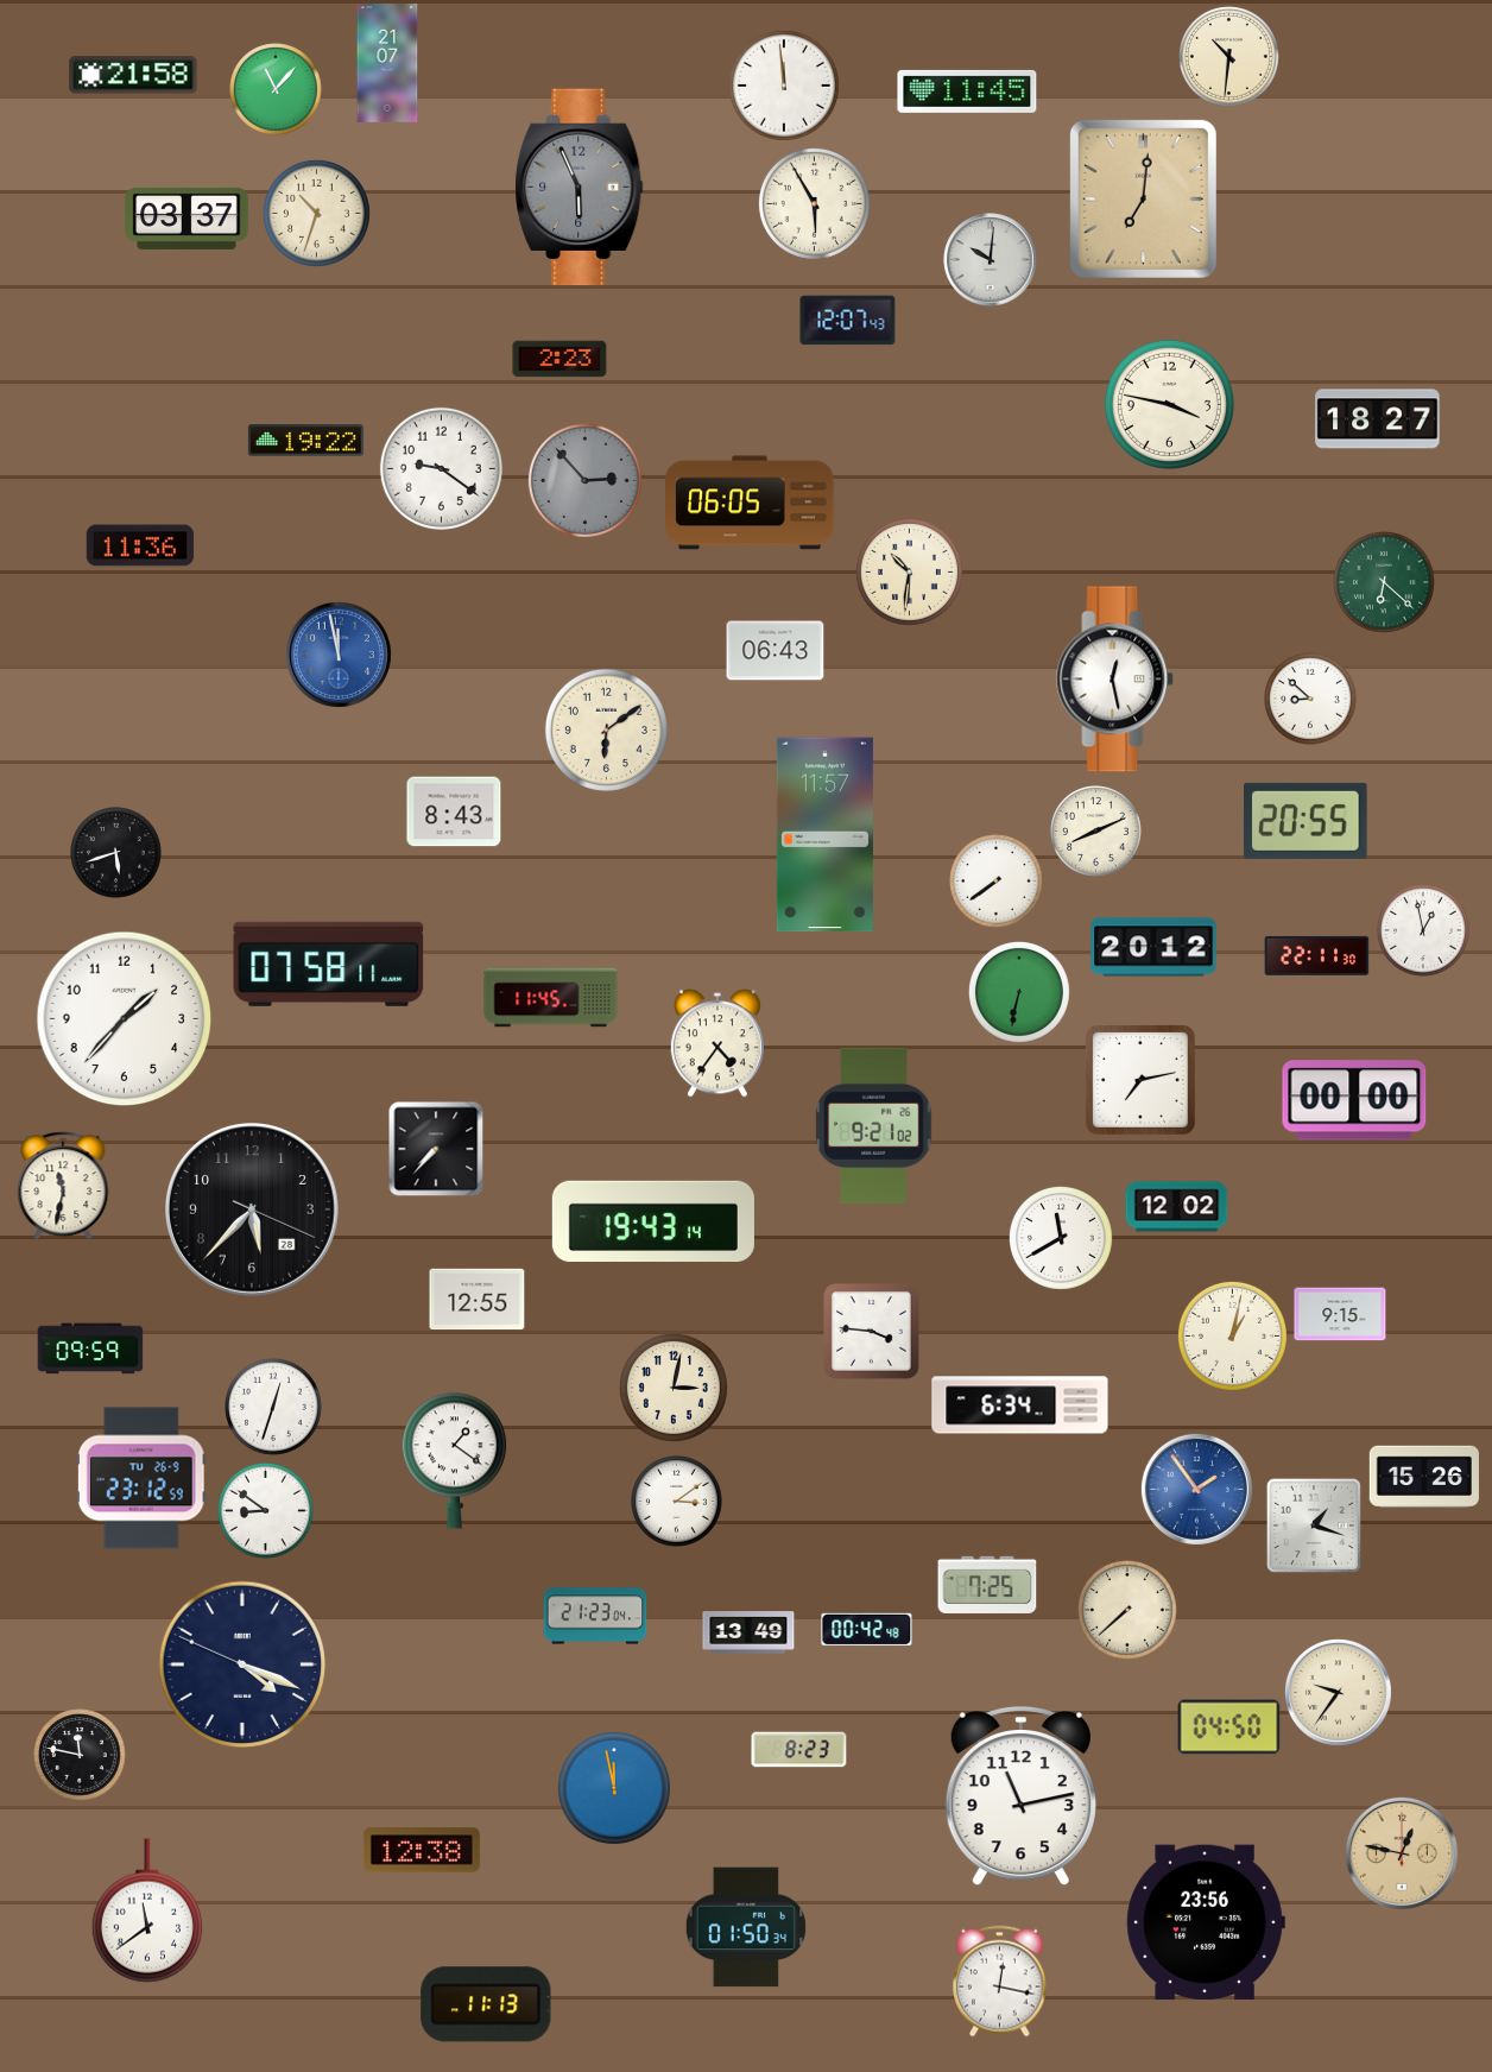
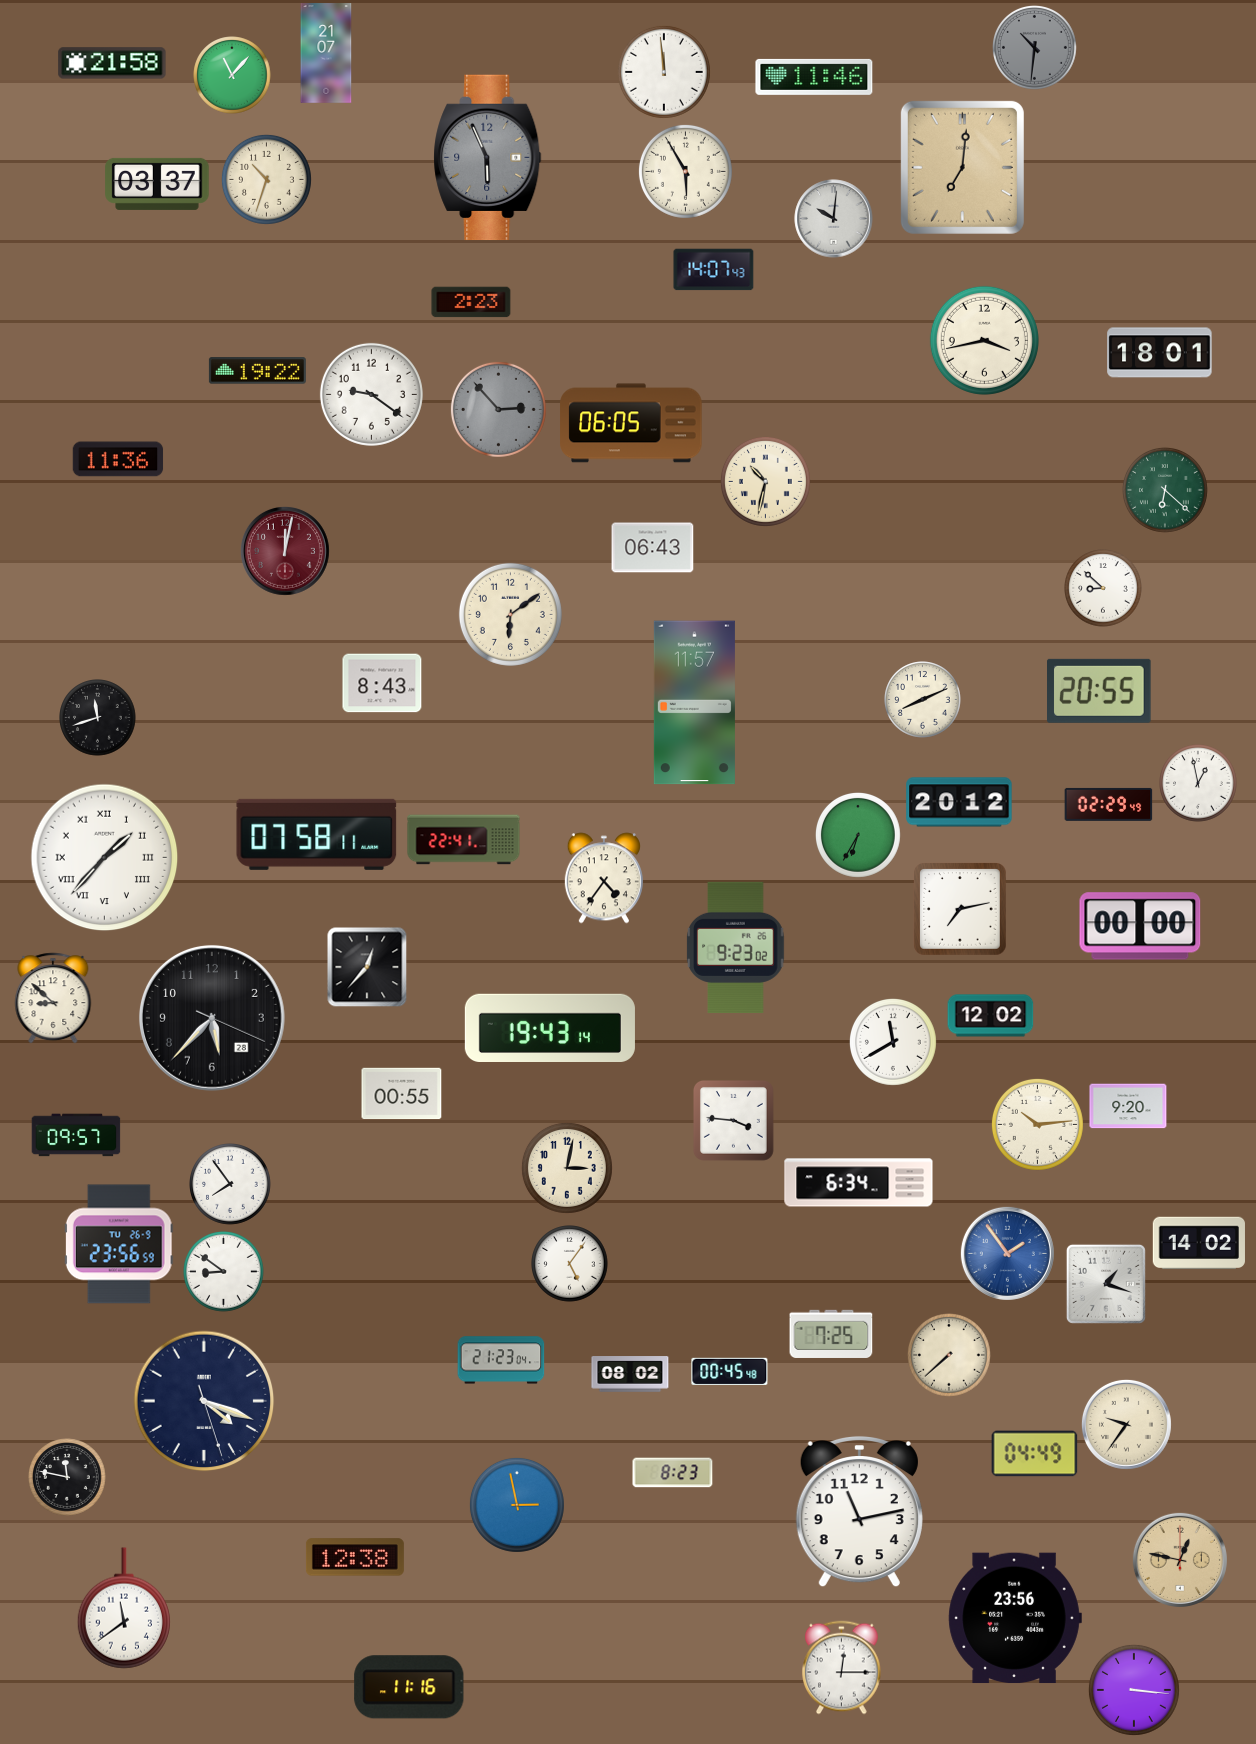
clock at (1229, 57) dial: cream -> grey
clock at (784, 86) position: (784, 86) -> (664, 72)
clock at (967, 91): 11:45 -> 11:46
clock at (848, 321): 12:07 -> 14:07
clock at (1169, 404): 3:47 -> 3:43
clock at (1378, 419): 18:27 -> 18:01
clock at (584, 480) position: (584, 480) -> (498, 409)
clock at (909, 571): 10:31 -> 10:32
clock at (339, 655): 11:58 -> 12:02
clock at (339, 655) dial: blue -> burgundy
clock at (1115, 680): 12:28 -> none
clock at (116, 853): 5:42 -> 11:42
clock at (997, 882): 7:39 -> none
clock at (1153, 947) position: (1153, 947) -> (959, 802)
clock at (1317, 955): 22:11 -> 02:29
clock at (329, 964) position: (329, 964) -> (317, 834)
clock at (1019, 992): 6:32 -> 6:35
clock at (551, 998): 11:45 -> 22:41
clock at (125, 1019) numerals: Arabic -> Roman
clock at (874, 1125): 9:21 -> 9:23
clock at (436, 1149): 7:37 -> 12:37
clock at (63, 1186): 11:32 -> 8:52
clock at (478, 1300): 12:55 -> 00:55
clock at (1340, 1314): 9:15 -> 9:20
clock at (1232, 1335): 1:02 -> 10:14
clock at (90, 1348): 09:59 -> 09:57
clock at (274, 1408): 12:33 -> 7:54
clock at (454, 1461): 1:21 -> none
clock at (1424, 1477): 15:26 -> 14:02
clock at (141, 1478): 23:12 -> 23:56
clock at (677, 1502): 3:09 -> 5:06
clock at (867, 1629): 00:42 -> 00:45
clock at (748, 1632): 13:49 -> 08:02
clock at (242, 1664): 4:18:49 -> 4:18:27
clock at (1229, 1727): 04:50 -> 04:49
clock at (614, 1788): 11:58 -> 2:58
clock at (746, 1927): 01:50 -> none
clock at (1000, 1982): 12:17 -> 12:15
clock at (486, 2004): 11:13 -> 11:16
clock at (1134, 1690): none -> 3:16
